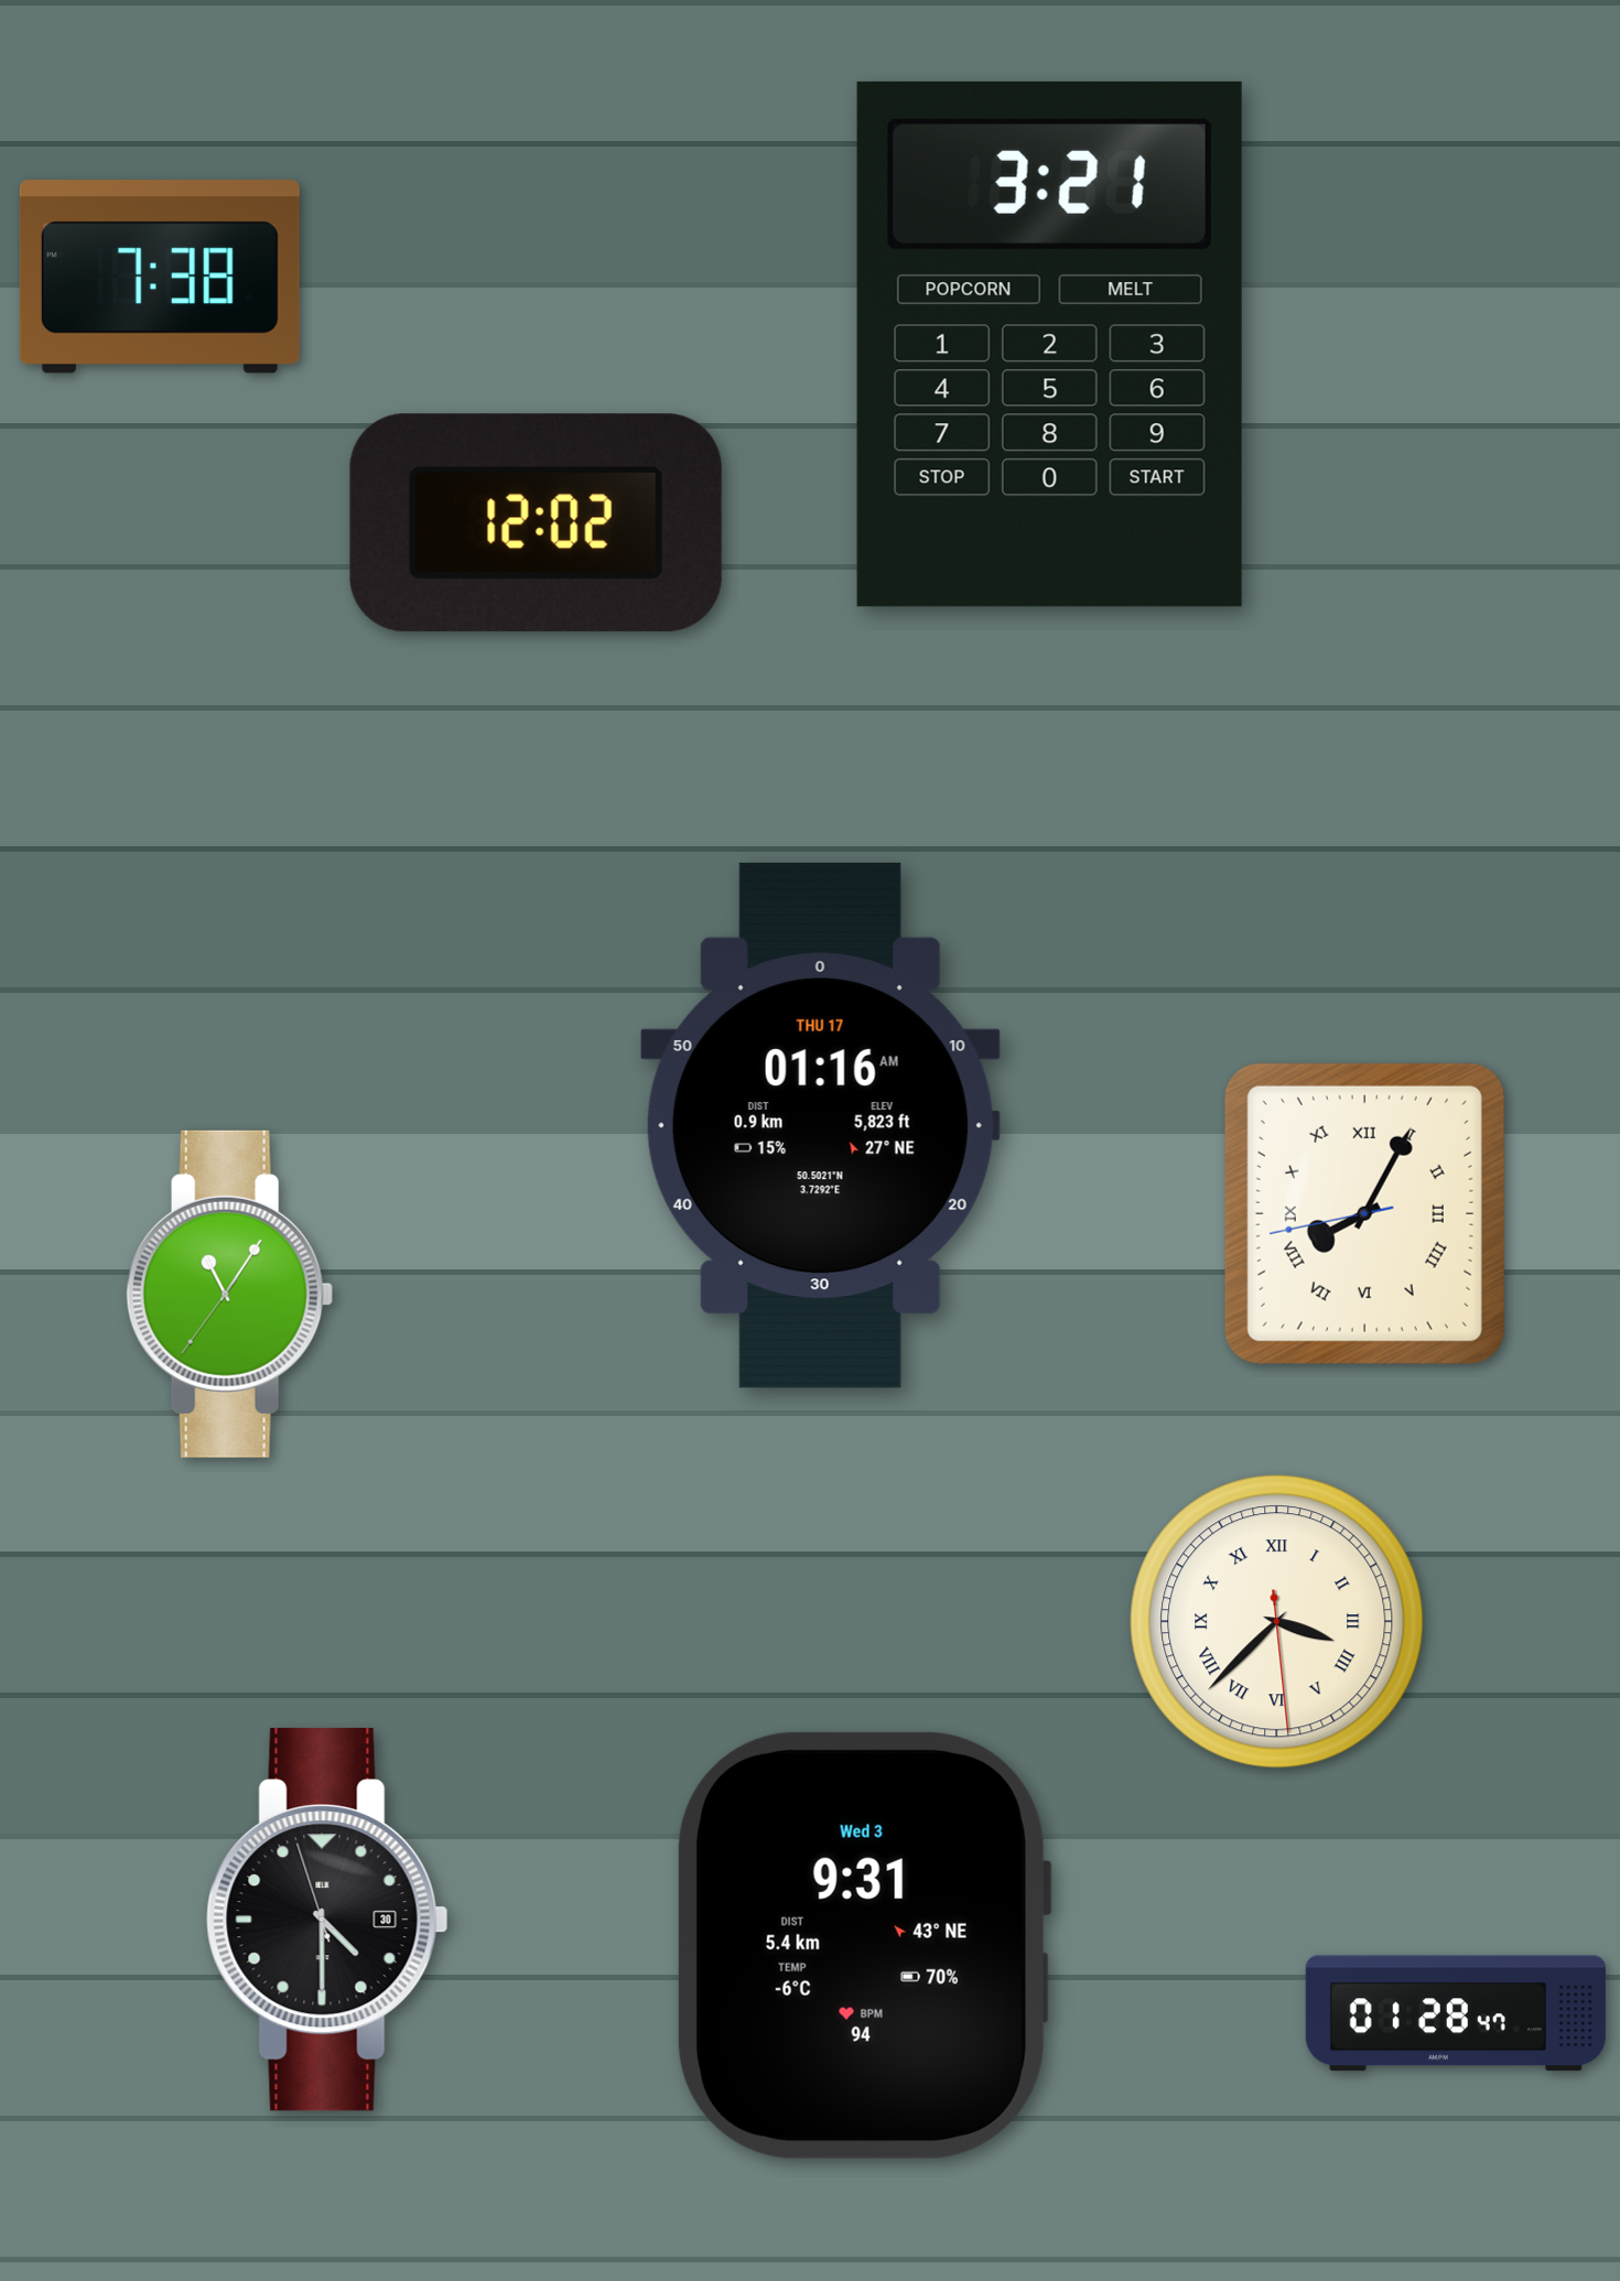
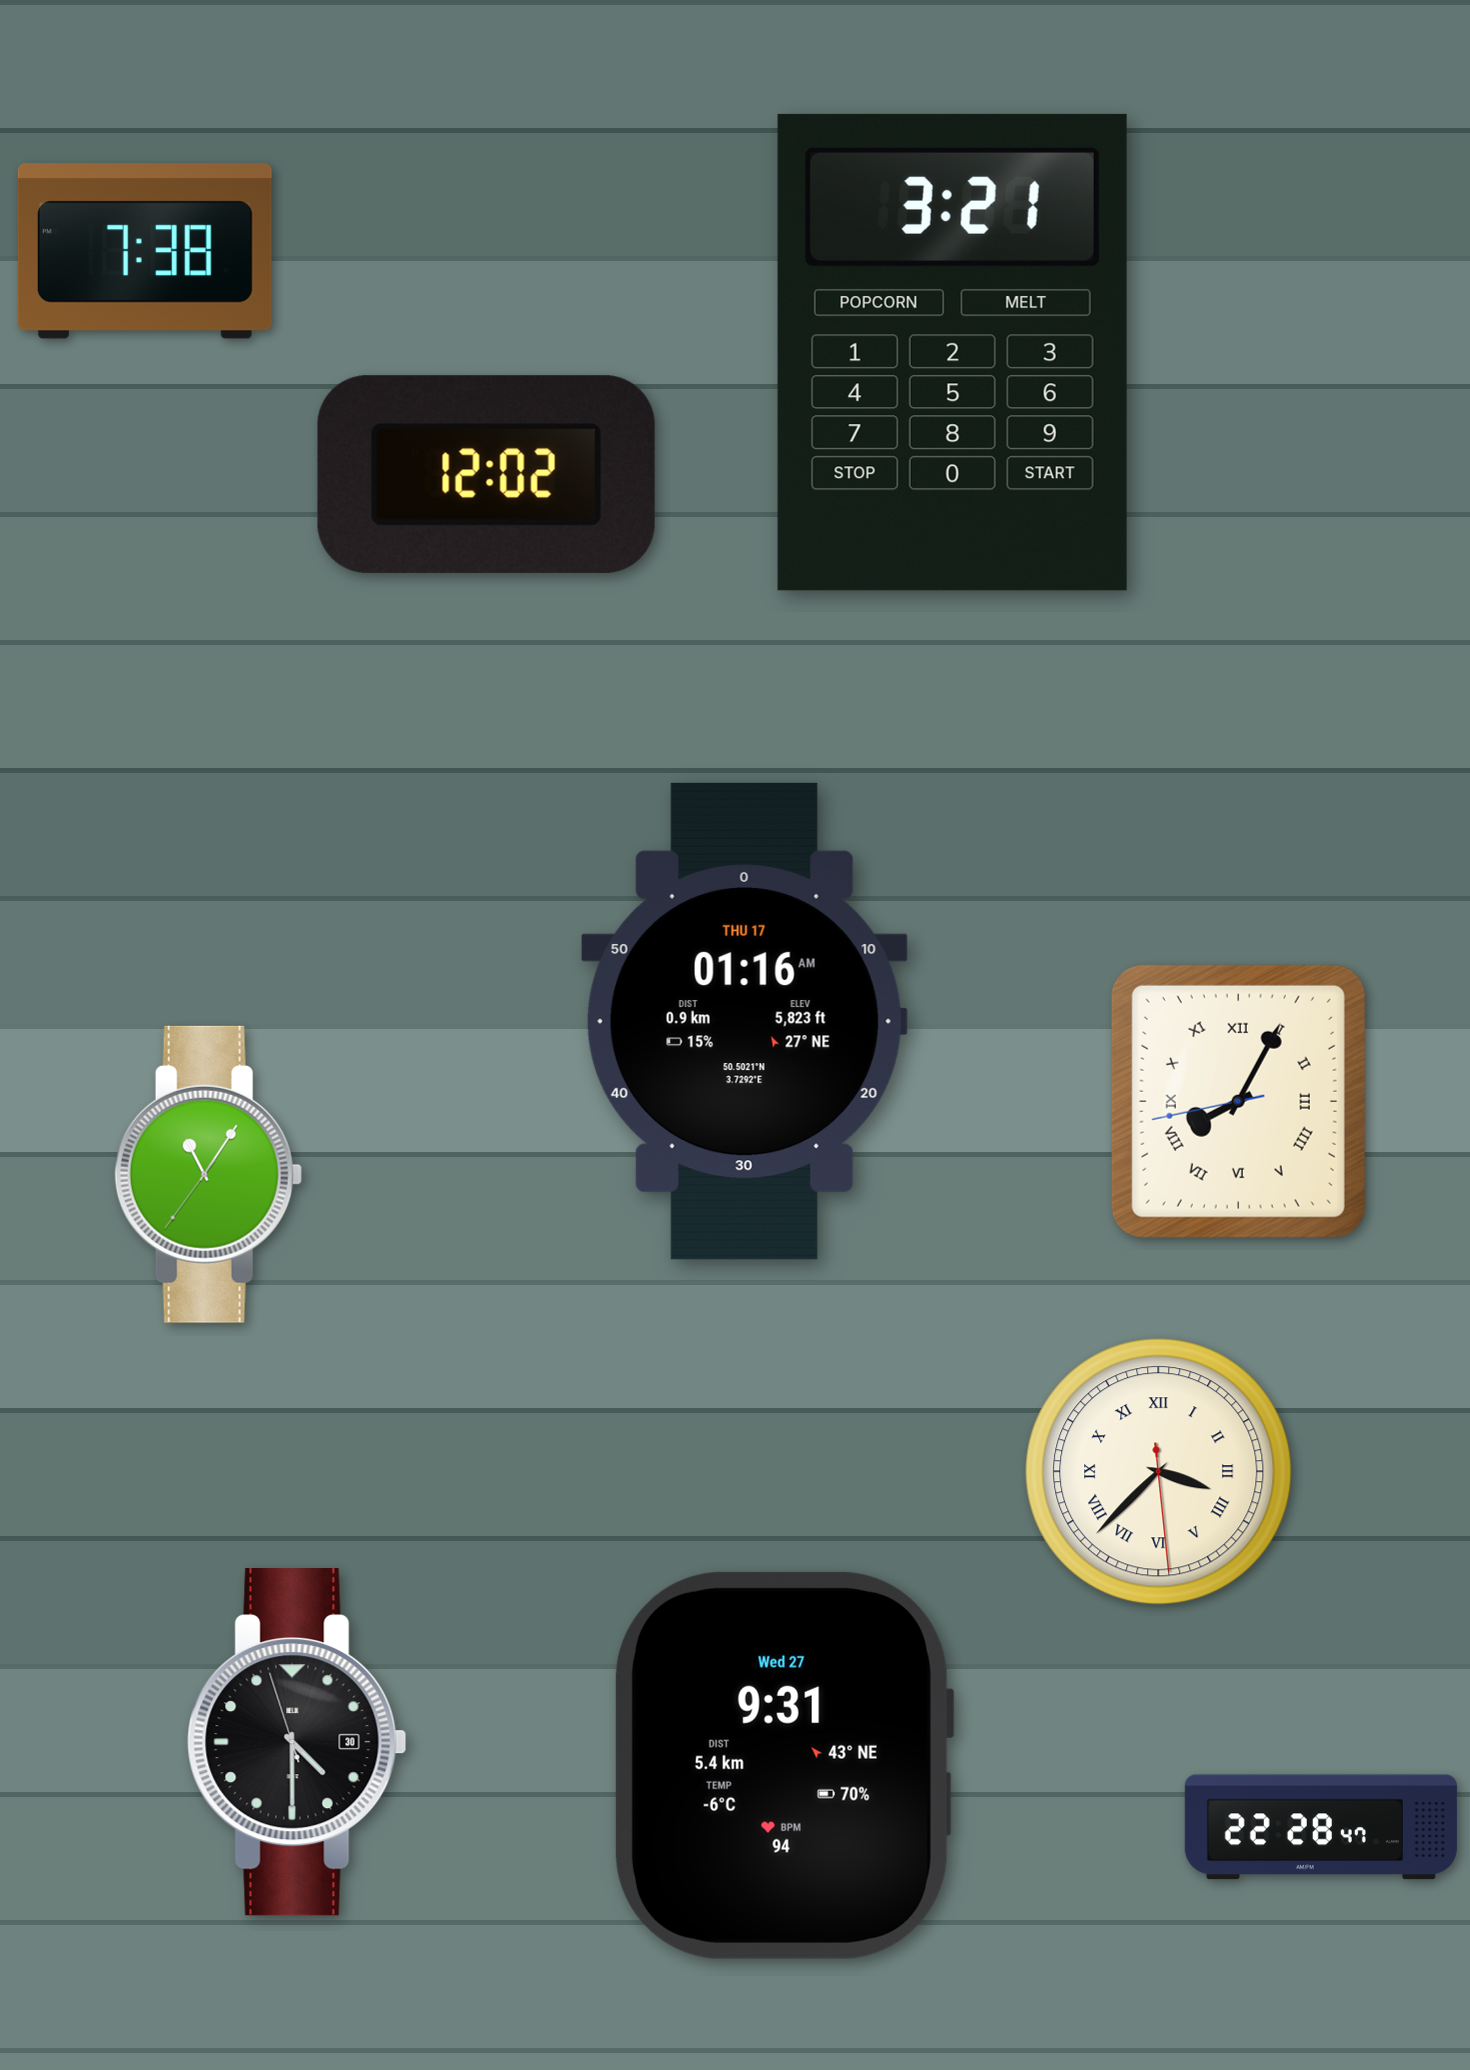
clock at (1049, 344) position: (1049, 344) -> (952, 352)
clock at (864, 1945) date: Wed 3 -> Wed 27
clock at (1456, 2013): 01:28 -> 22:28
